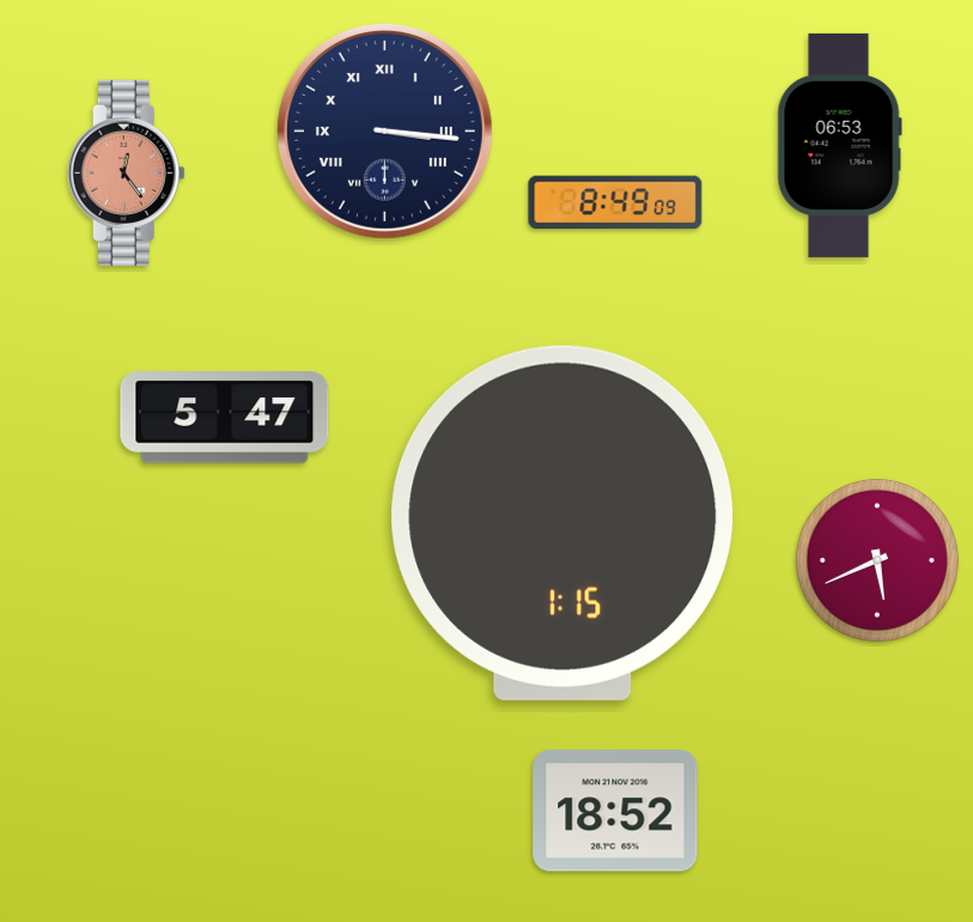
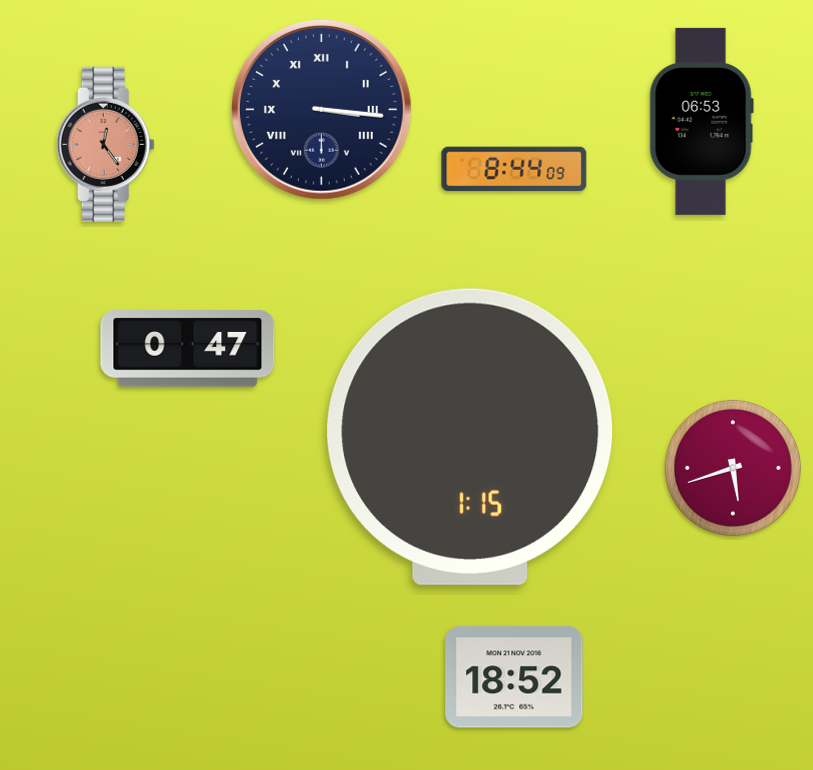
clock at (615, 202): 8:49 -> 8:44
clock at (225, 418): 5:47 -> 0:47
clock at (877, 560): 5:41 -> 5:42
